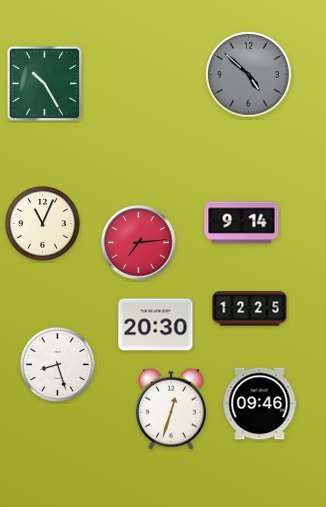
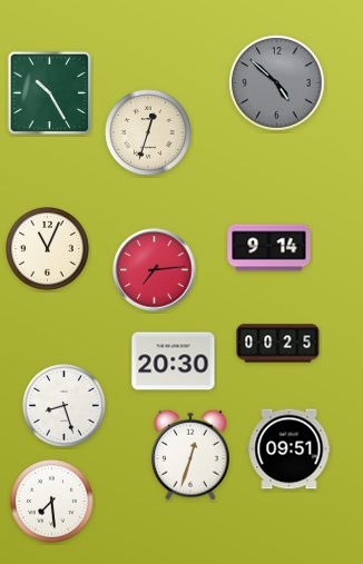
clock at (148, 132): none -> 12:33
clock at (250, 309): 12:25 -> 00:25
clock at (260, 404): 09:46 -> 09:51
clock at (52, 502): none -> 7:29
